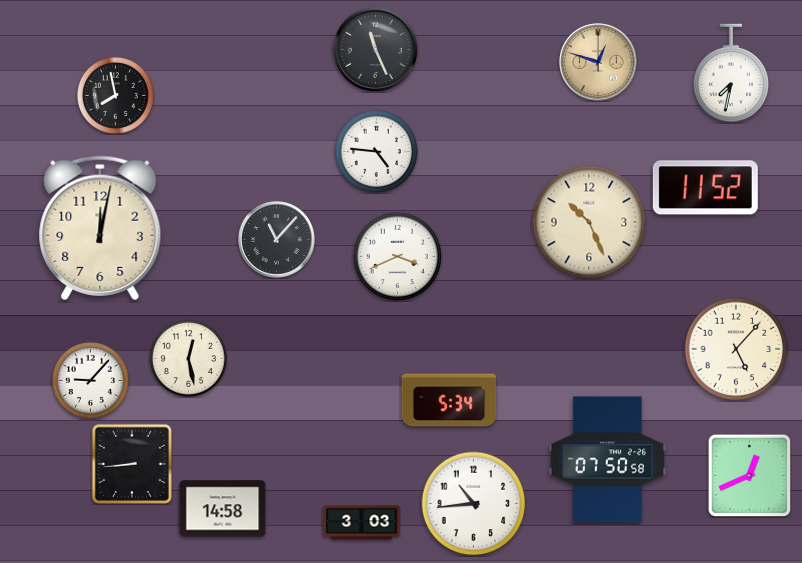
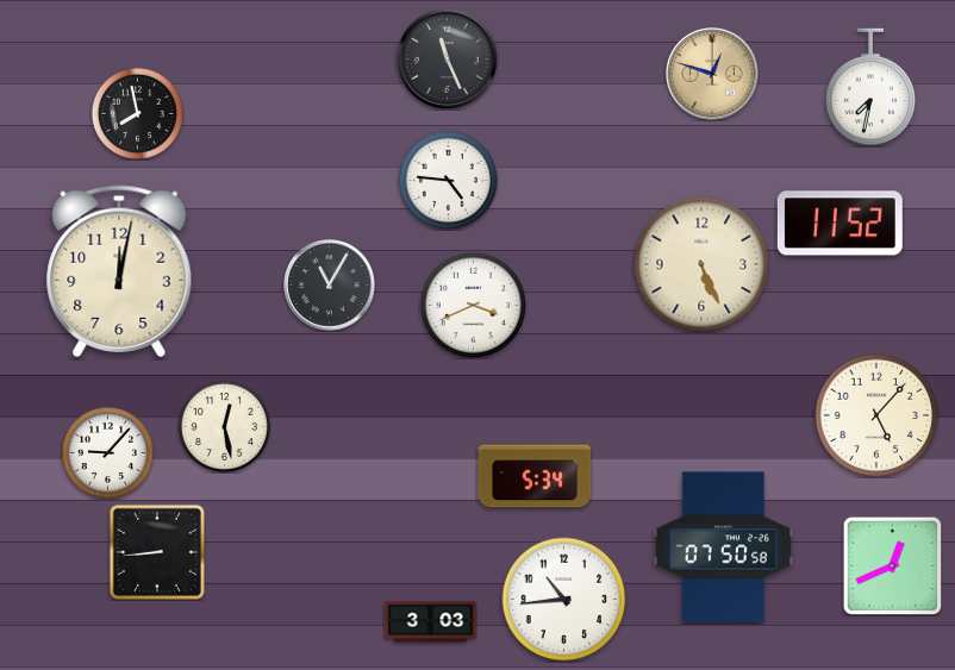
clock at (589, 222): 10:26 -> 5:26
clock at (277, 240): 11:07 -> 11:05
clock at (223, 509): 14:58 -> none
